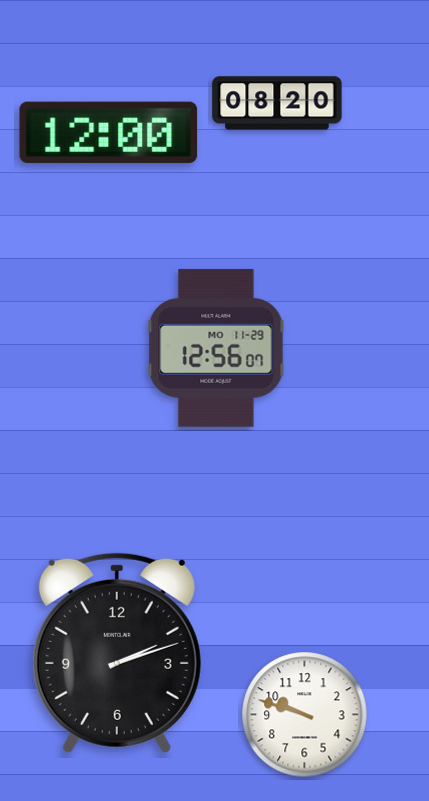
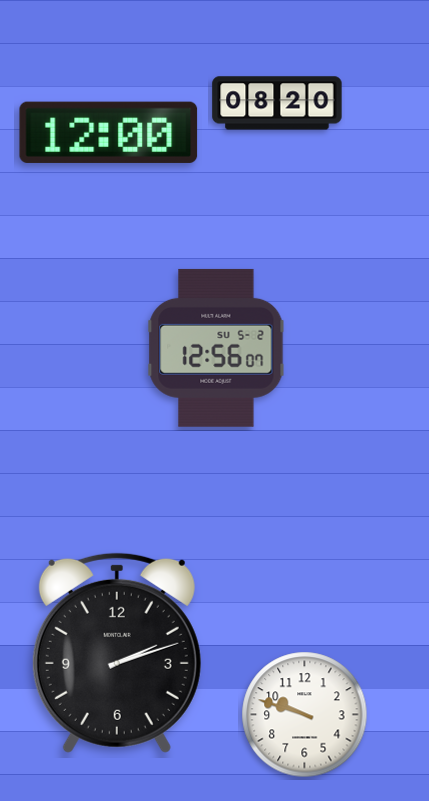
clock at (216, 348) date: MO 11-29 -> SU 5-2
